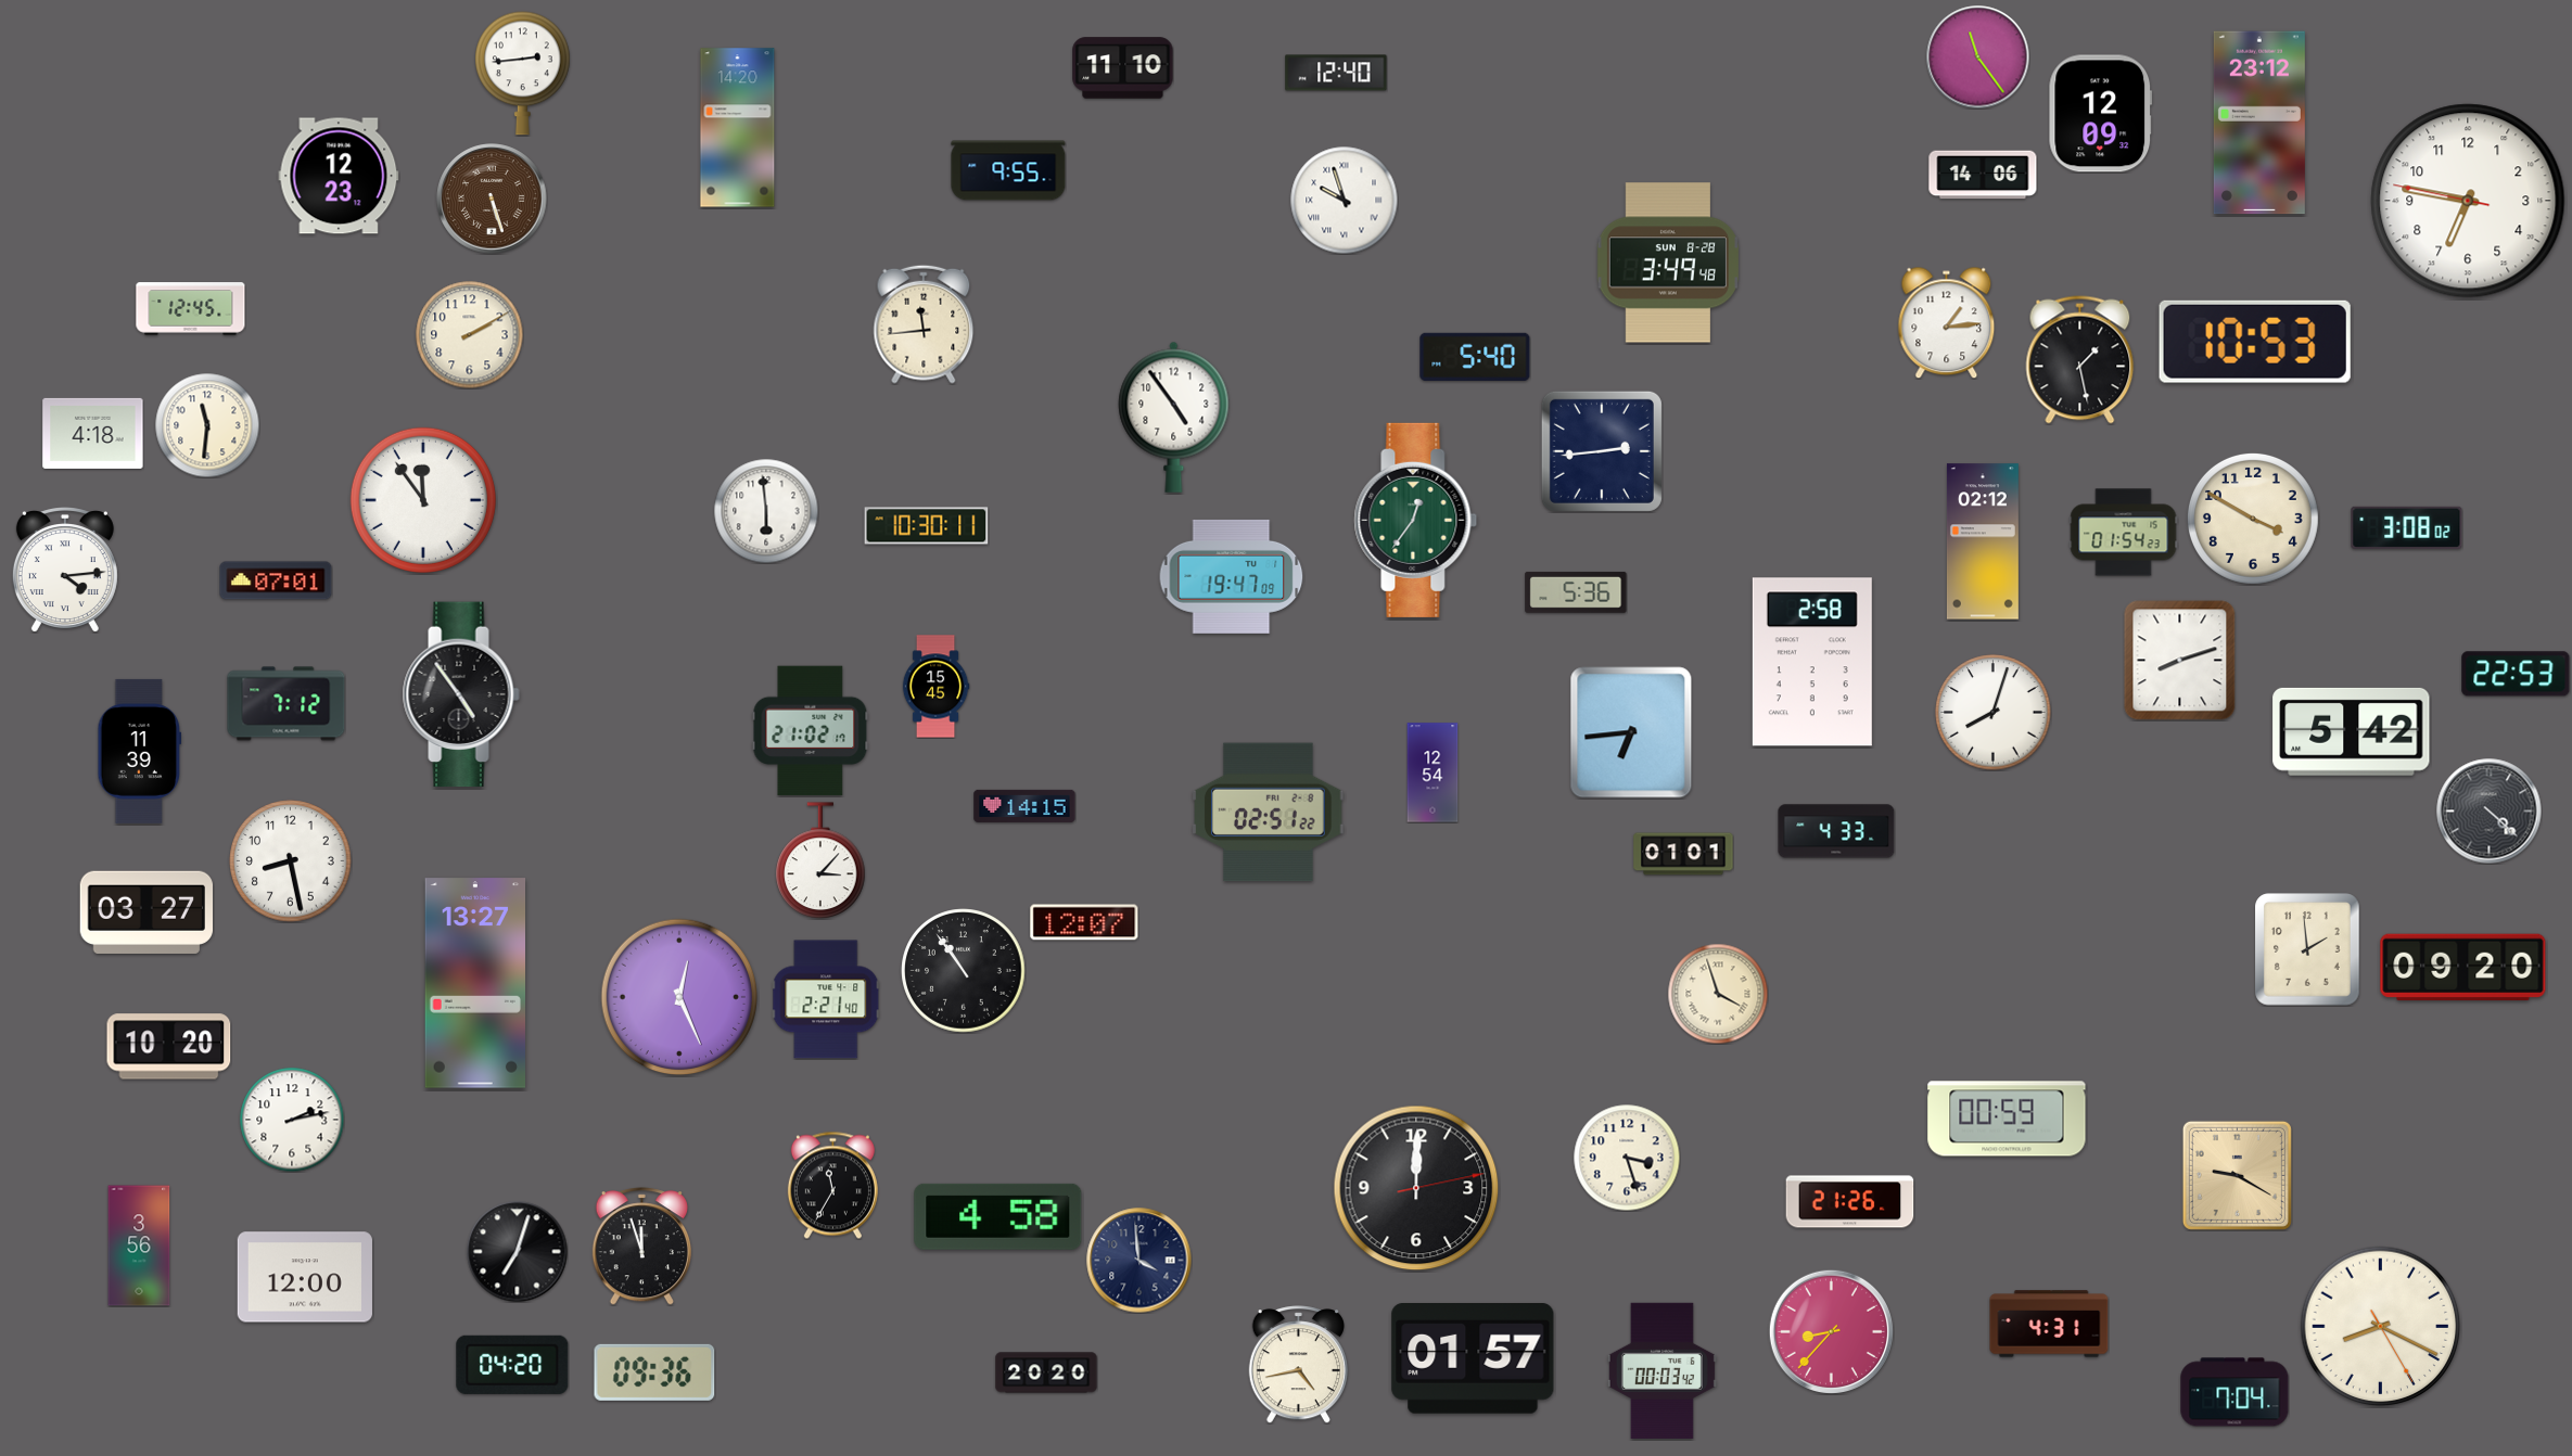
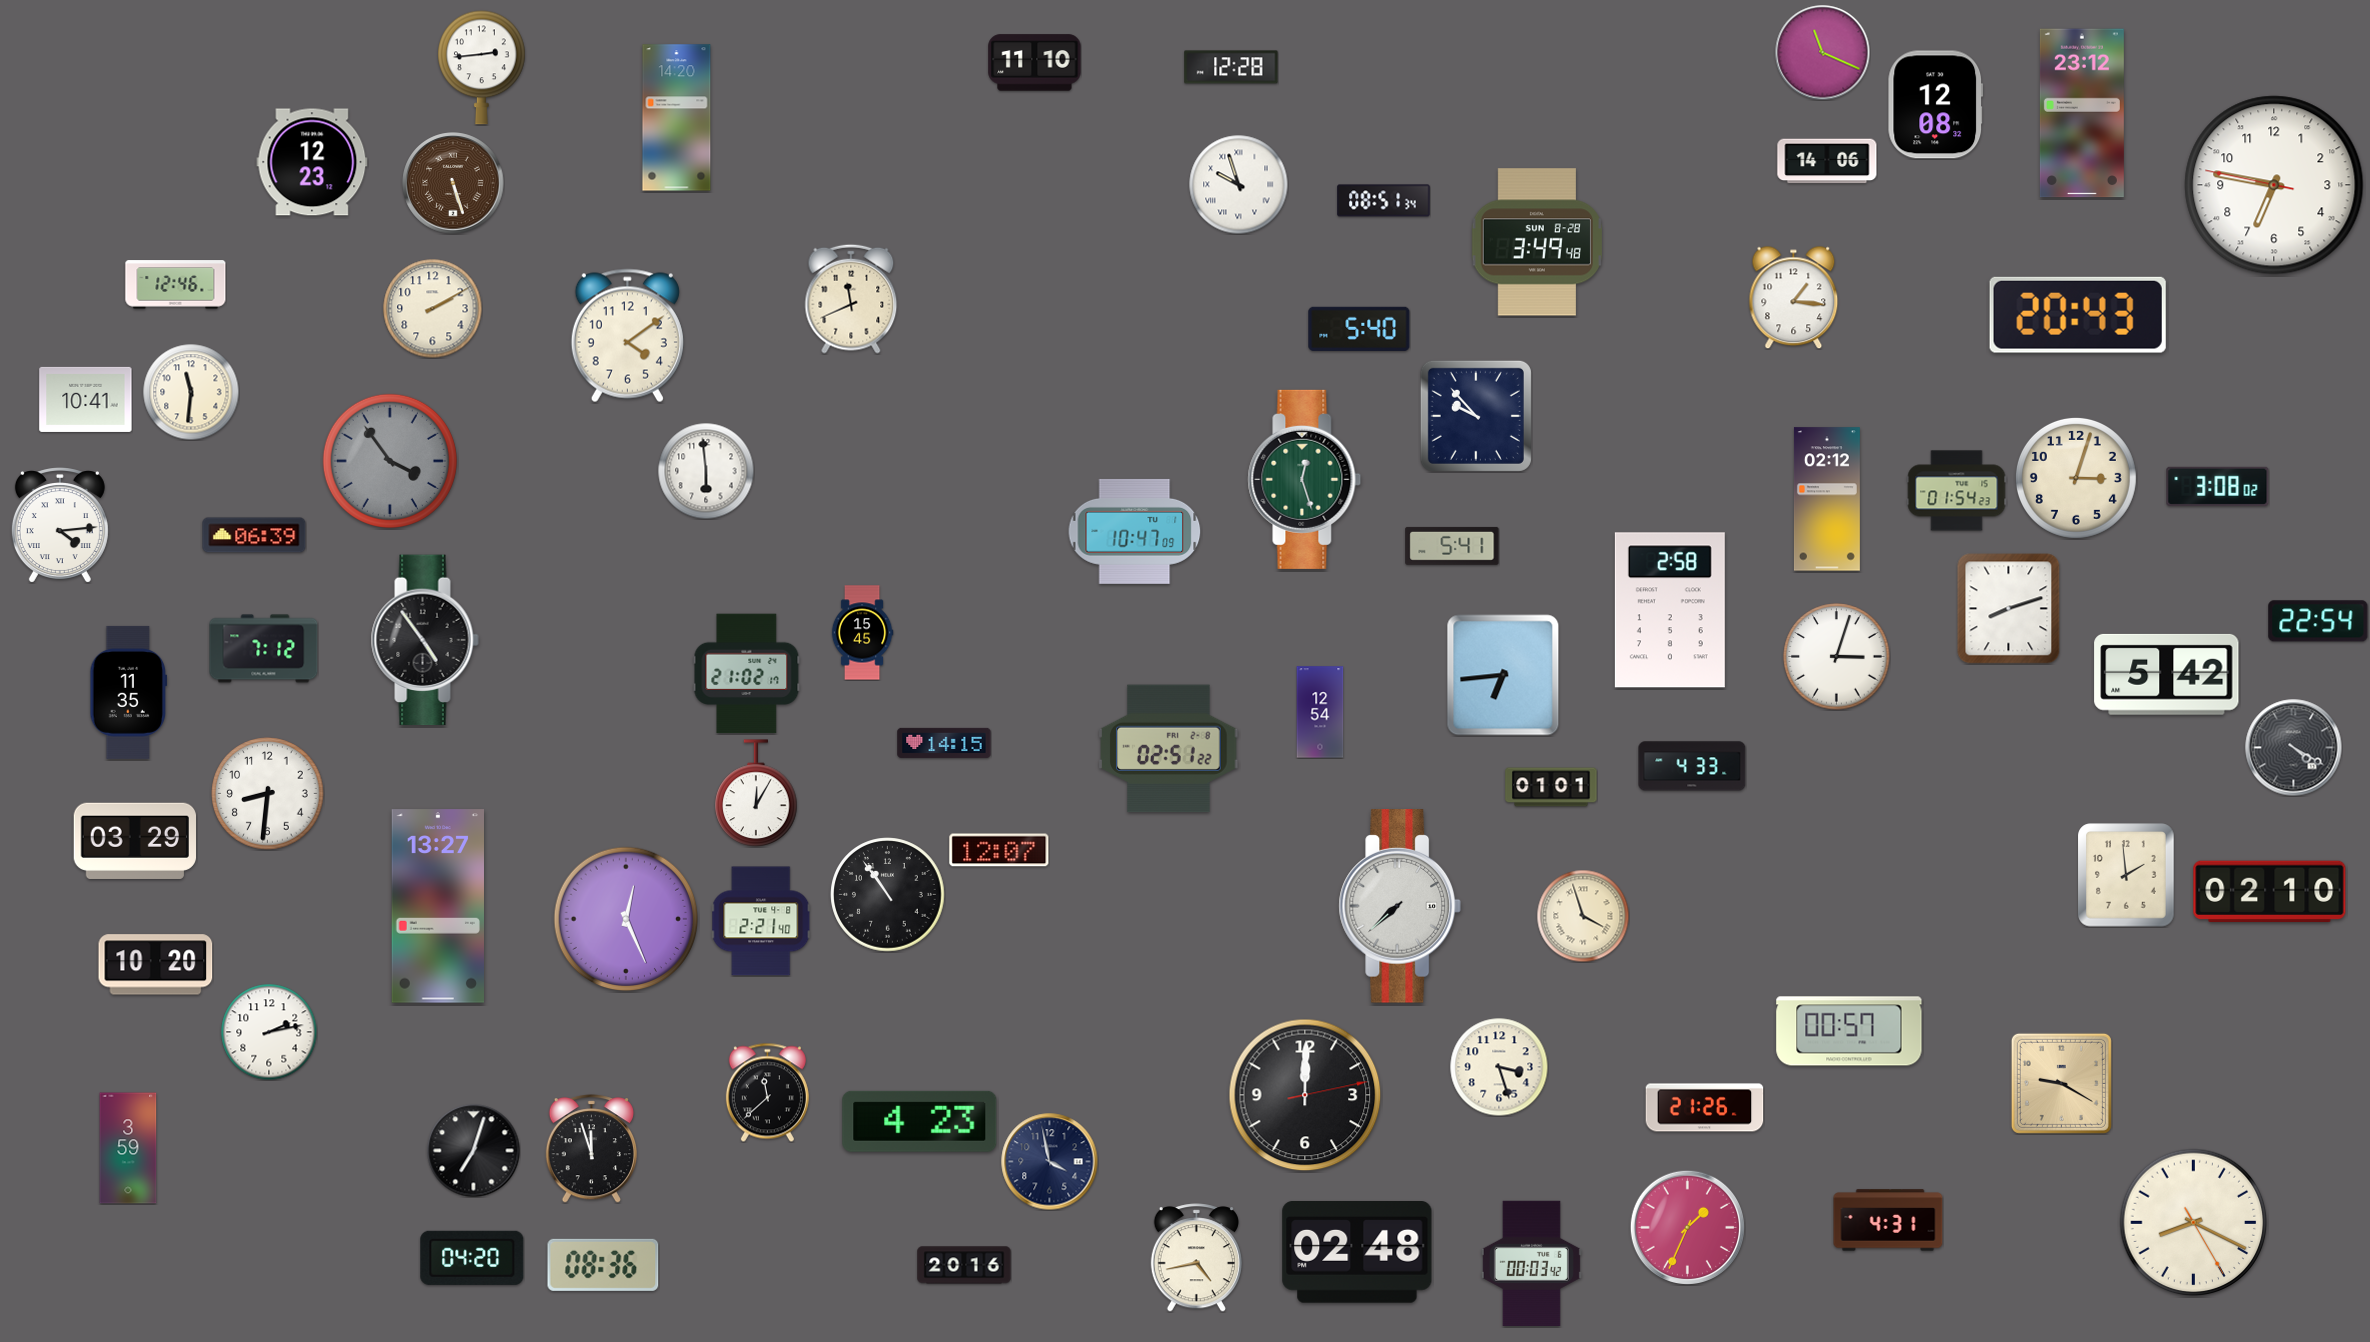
clock at (1977, 56): 11:24 -> 11:19
clock at (1336, 73): 12:40 -> 12:28
clock at (2101, 114): 12:09 -> 12:08
clock at (738, 128) position: (738, 128) -> (677, 118)
clock at (1008, 170): 9:55 -> none
clock at (1384, 201): none -> 08:51
clock at (191, 309): 12:45 -> 12:46
clock at (1947, 322): 1:14 -> 1:16
clock at (924, 324): 11:44 -> 11:41
clock at (2255, 342): 10:53 -> 20:43
clock at (2080, 360): 1:28 -> none
clock at (627, 336): none -> 4:09
clock at (1174, 417): 4:54 -> none
clock at (93, 433): 4:18 -> 10:41
clock at (1602, 451): 2:44 -> 9:53
clock at (423, 500): 11:54 -> 3:54
clock at (423, 500) dial: white -> grey
clock at (2253, 519): 3:50 -> 3:03
clock at (1416, 520): 12:36 -> 12:27
clock at (927, 526): 10:30 -> none
clock at (1232, 576): 19:47 -> 10:47
clock at (276, 580): 07:01 -> 06:39
clock at (1576, 592): 5:36 -> 5:41
clock at (2516, 674): 22:53 -> 22:54
clock at (1994, 713): 8:03 -> 3:03
clock at (140, 751): 11:39 -> 11:35
clock at (2490, 812): 4:22 -> 4:20
clock at (820, 860): 3:07 -> 12:05
clock at (291, 861): 8:28 -> 8:31
clock at (145, 911): 03:27 -> 03:29
clock at (2463, 968): 09:20 -> 02:10
clock at (1399, 906): none -> 7:38
clock at (2007, 1119): 00:59 -> 00:57
clock at (832, 1185): 11:35 -> 11:38
clock at (998, 1216): 4:58 -> 4:23
clock at (139, 1246): 3:56 -> 3:59
clock at (517, 1251) position: (517, 1251) -> (473, 1150)
clock at (1139, 1261): 3:59 -> 3:58
clock at (305, 1277): 12:00 -> none
clock at (1831, 1331): 8:37 -> 1:34
clock at (1473, 1359): 01:57 -> 02:48
clock at (654, 1372): 09:36 -> 08:36
clock at (1046, 1372): 20:20 -> 20:16
clock at (2234, 1392): 7:04 -> none
